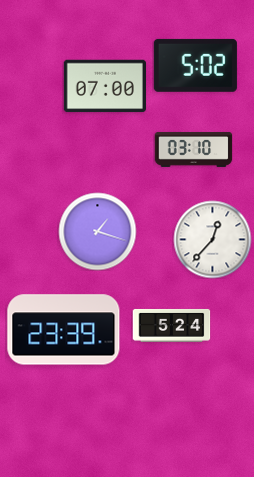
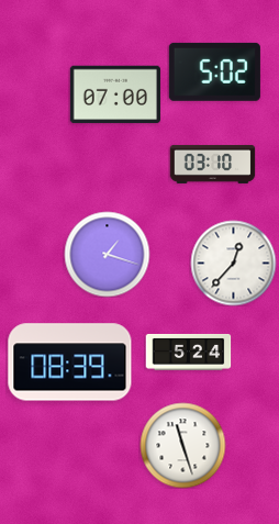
clock at (171, 325) position: (171, 325) -> (188, 352)
clock at (64, 330): 23:39 -> 08:39
clock at (182, 445): none -> 11:27
